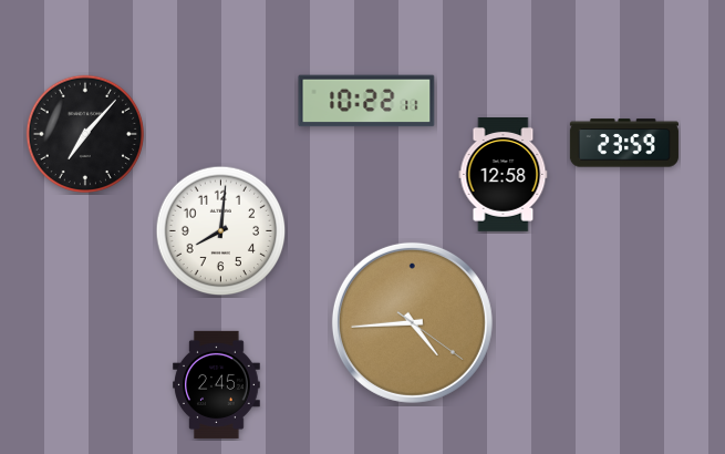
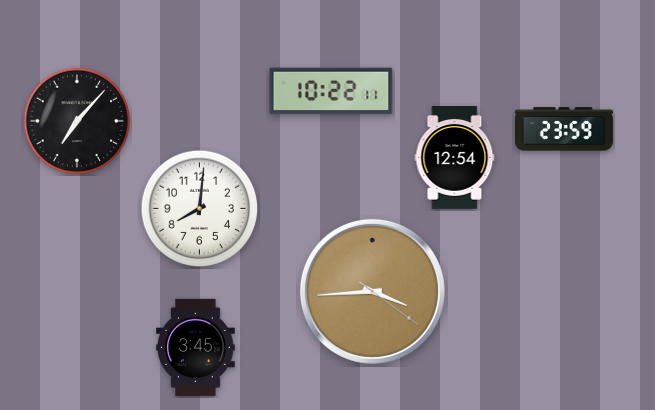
clock at (504, 175): 12:58 -> 12:54
clock at (412, 322): 4:44 -> 3:44
clock at (217, 384): 2:45 -> 3:45
